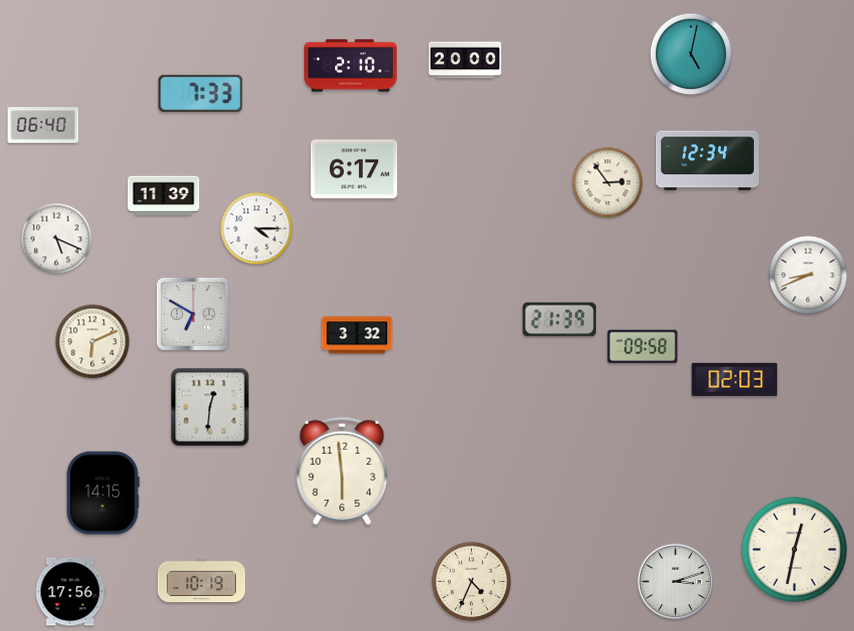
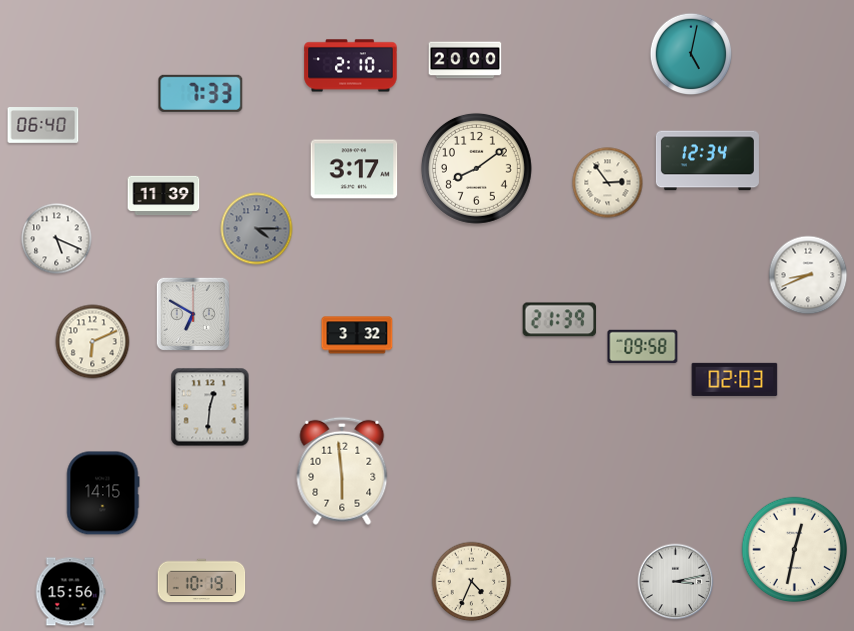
clock at (476, 168): none -> 8:09
clock at (354, 169): 6:17 -> 3:17
clock at (257, 229) dial: white -> grey
clock at (676, 582): 3:12 -> 3:13
clock at (70, 592): 17:56 -> 15:56
